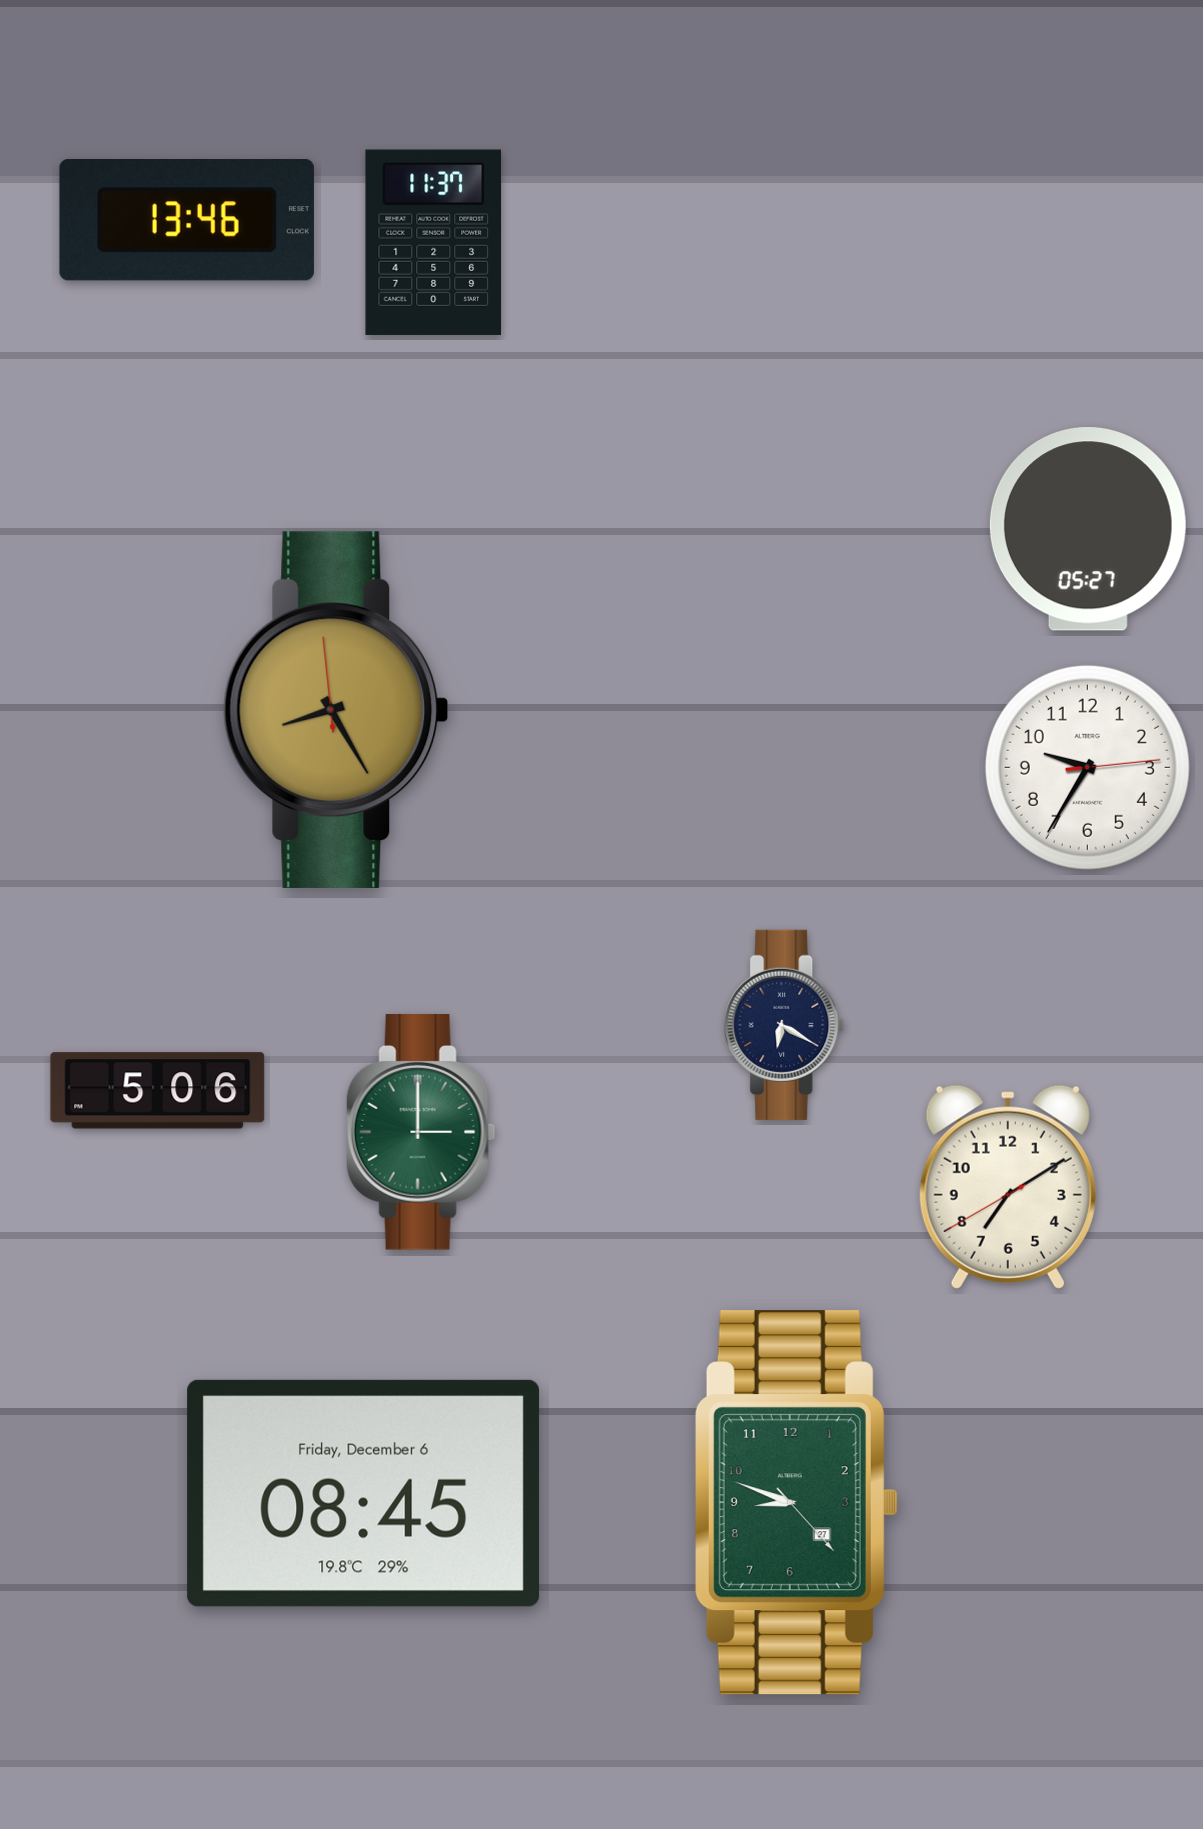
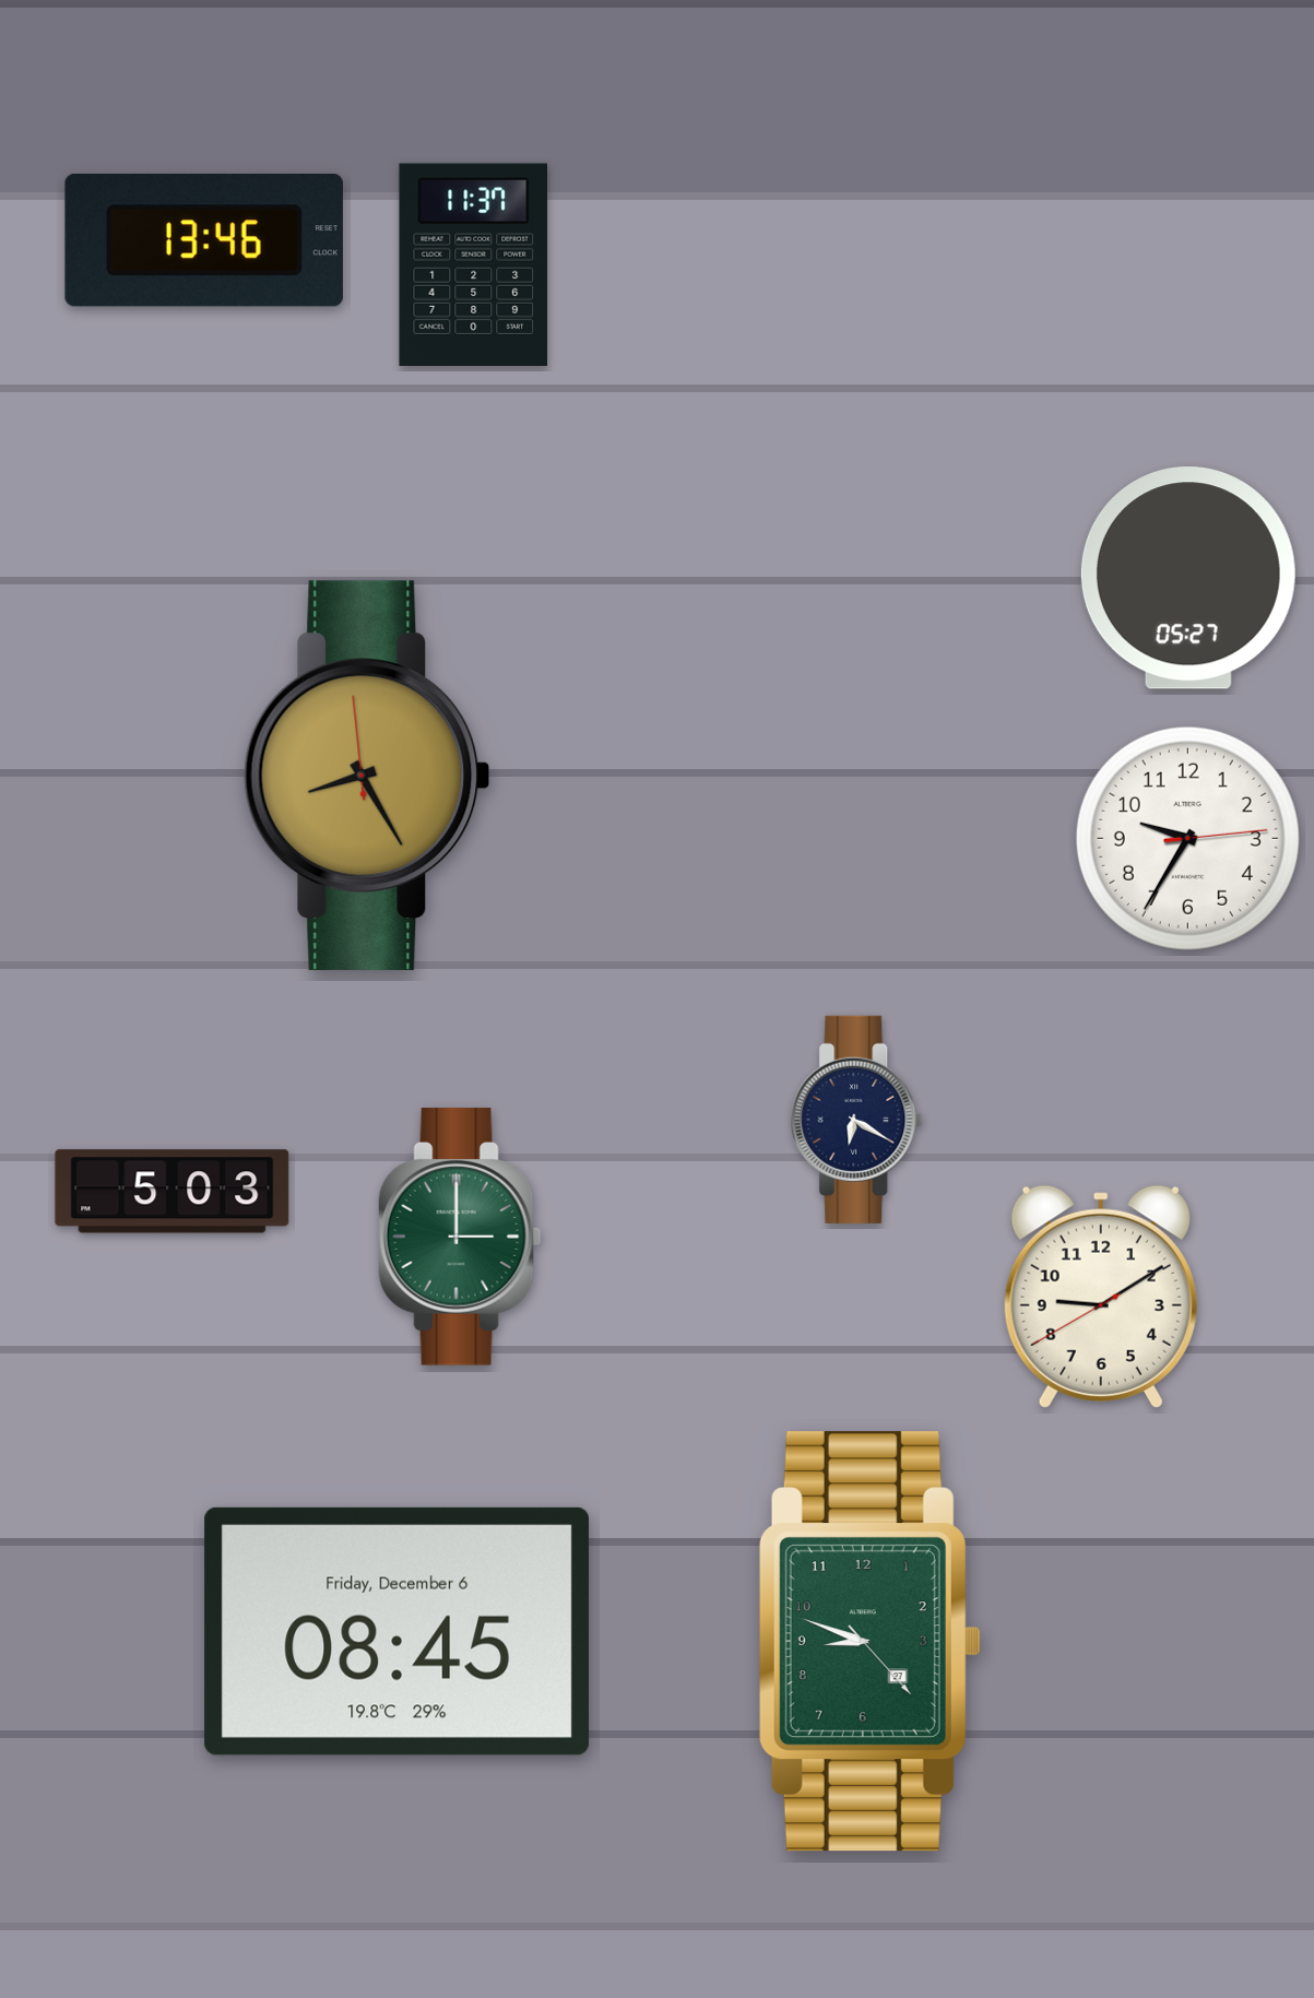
clock at (158, 1091): 5:06 -> 5:03
clock at (1008, 1187): 7:09 -> 9:09
